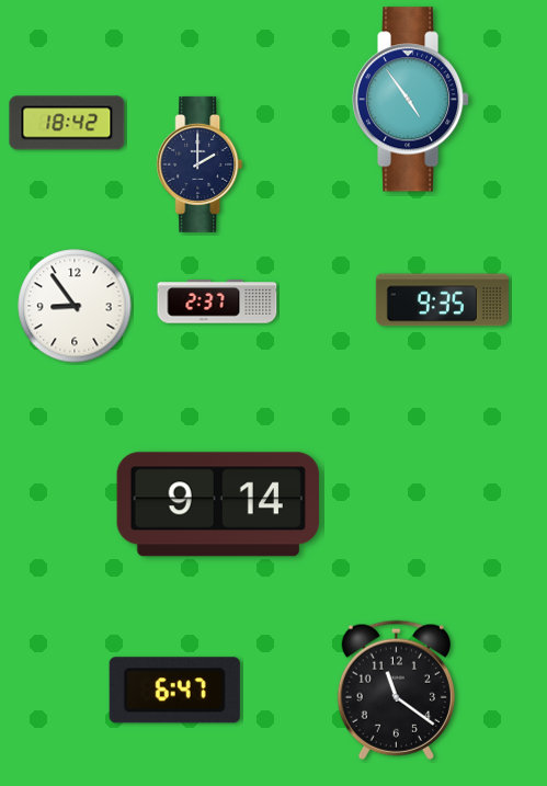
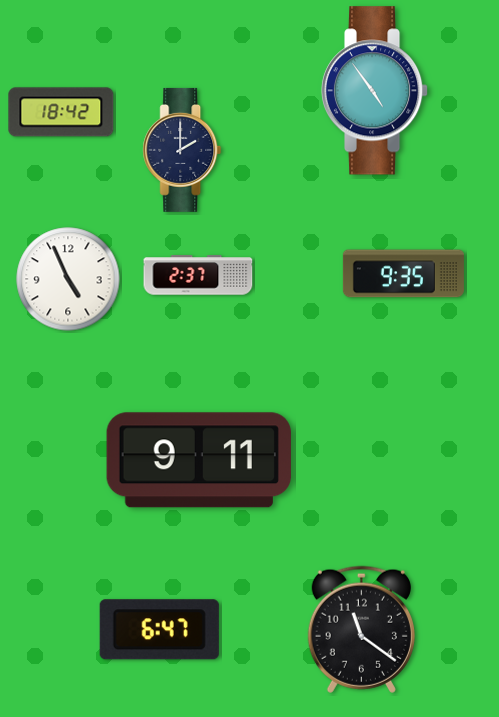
clock at (75, 306): 8:54 -> 4:56
clock at (218, 504): 9:14 -> 9:11
